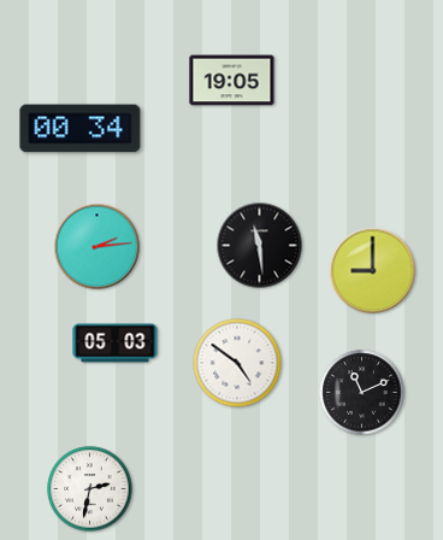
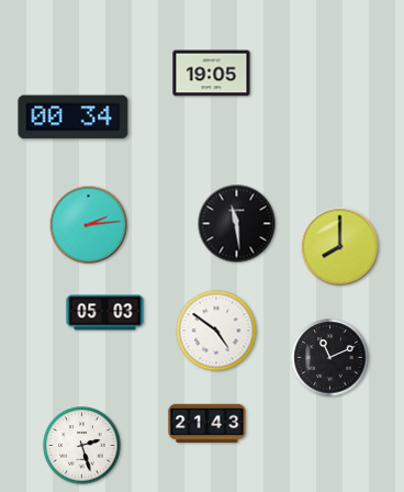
clock at (373, 271): 9:00 -> 8:00
clock at (207, 424): none -> 21:43
clock at (90, 489): 2:32 -> 2:27
